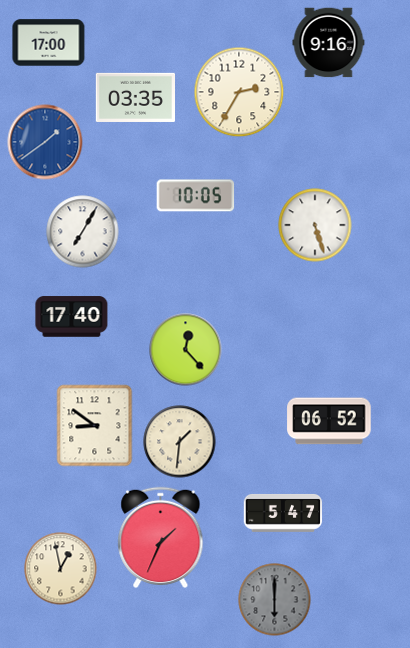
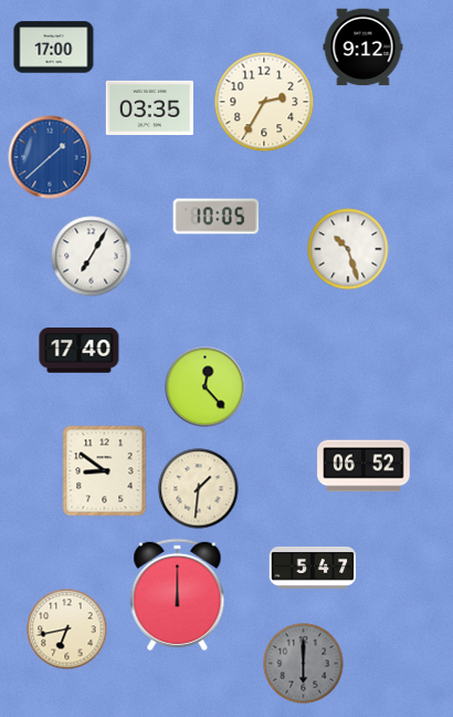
clock at (329, 43): 9:16 -> 9:12
clock at (45, 142): 1:39 -> 1:38
clock at (315, 225): 5:27 -> 10:27
clock at (161, 537): 1:34 -> 12:00
clock at (61, 569): 12:58 -> 6:43
